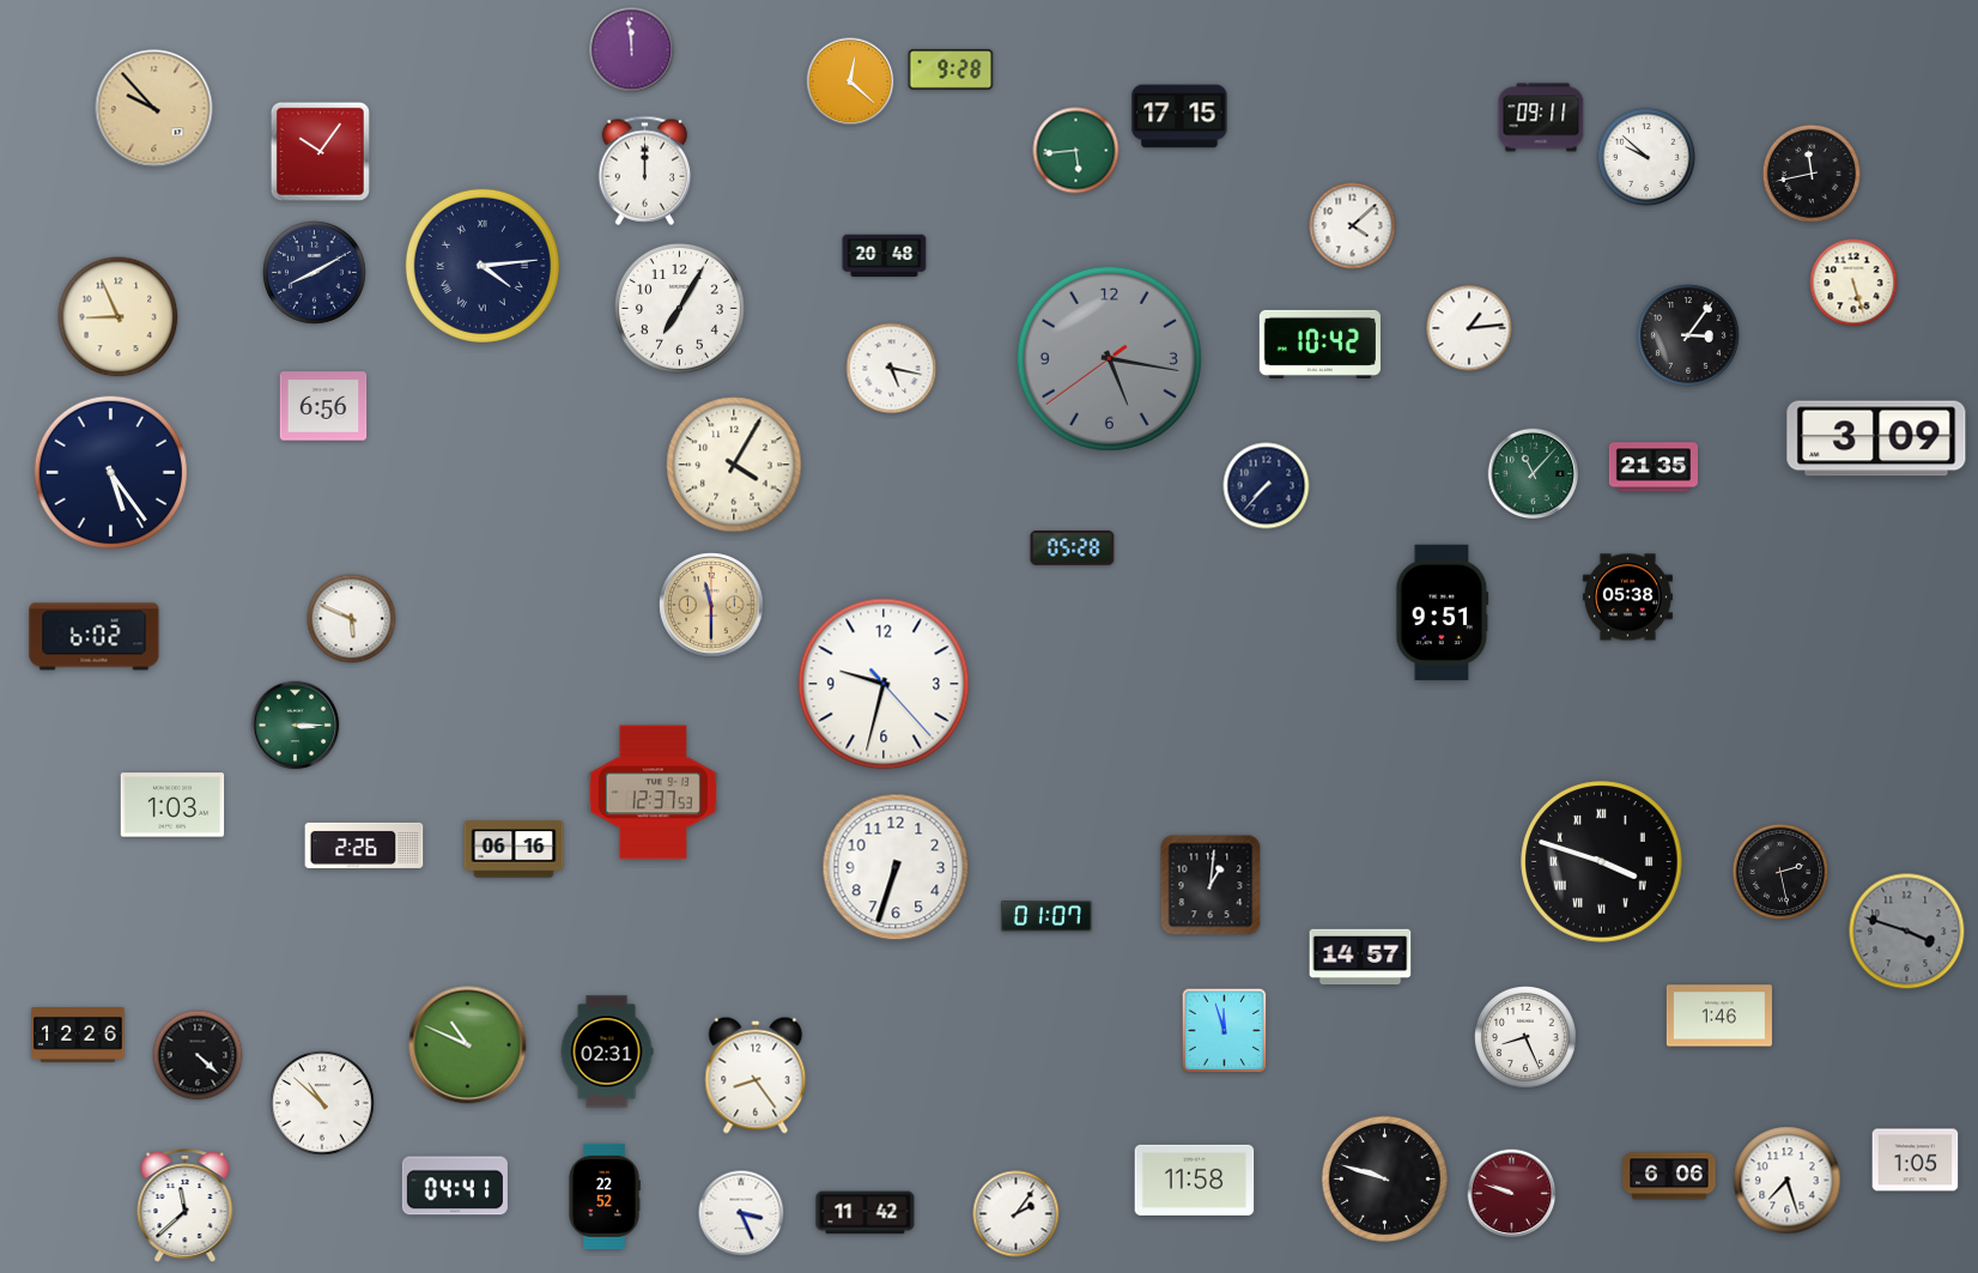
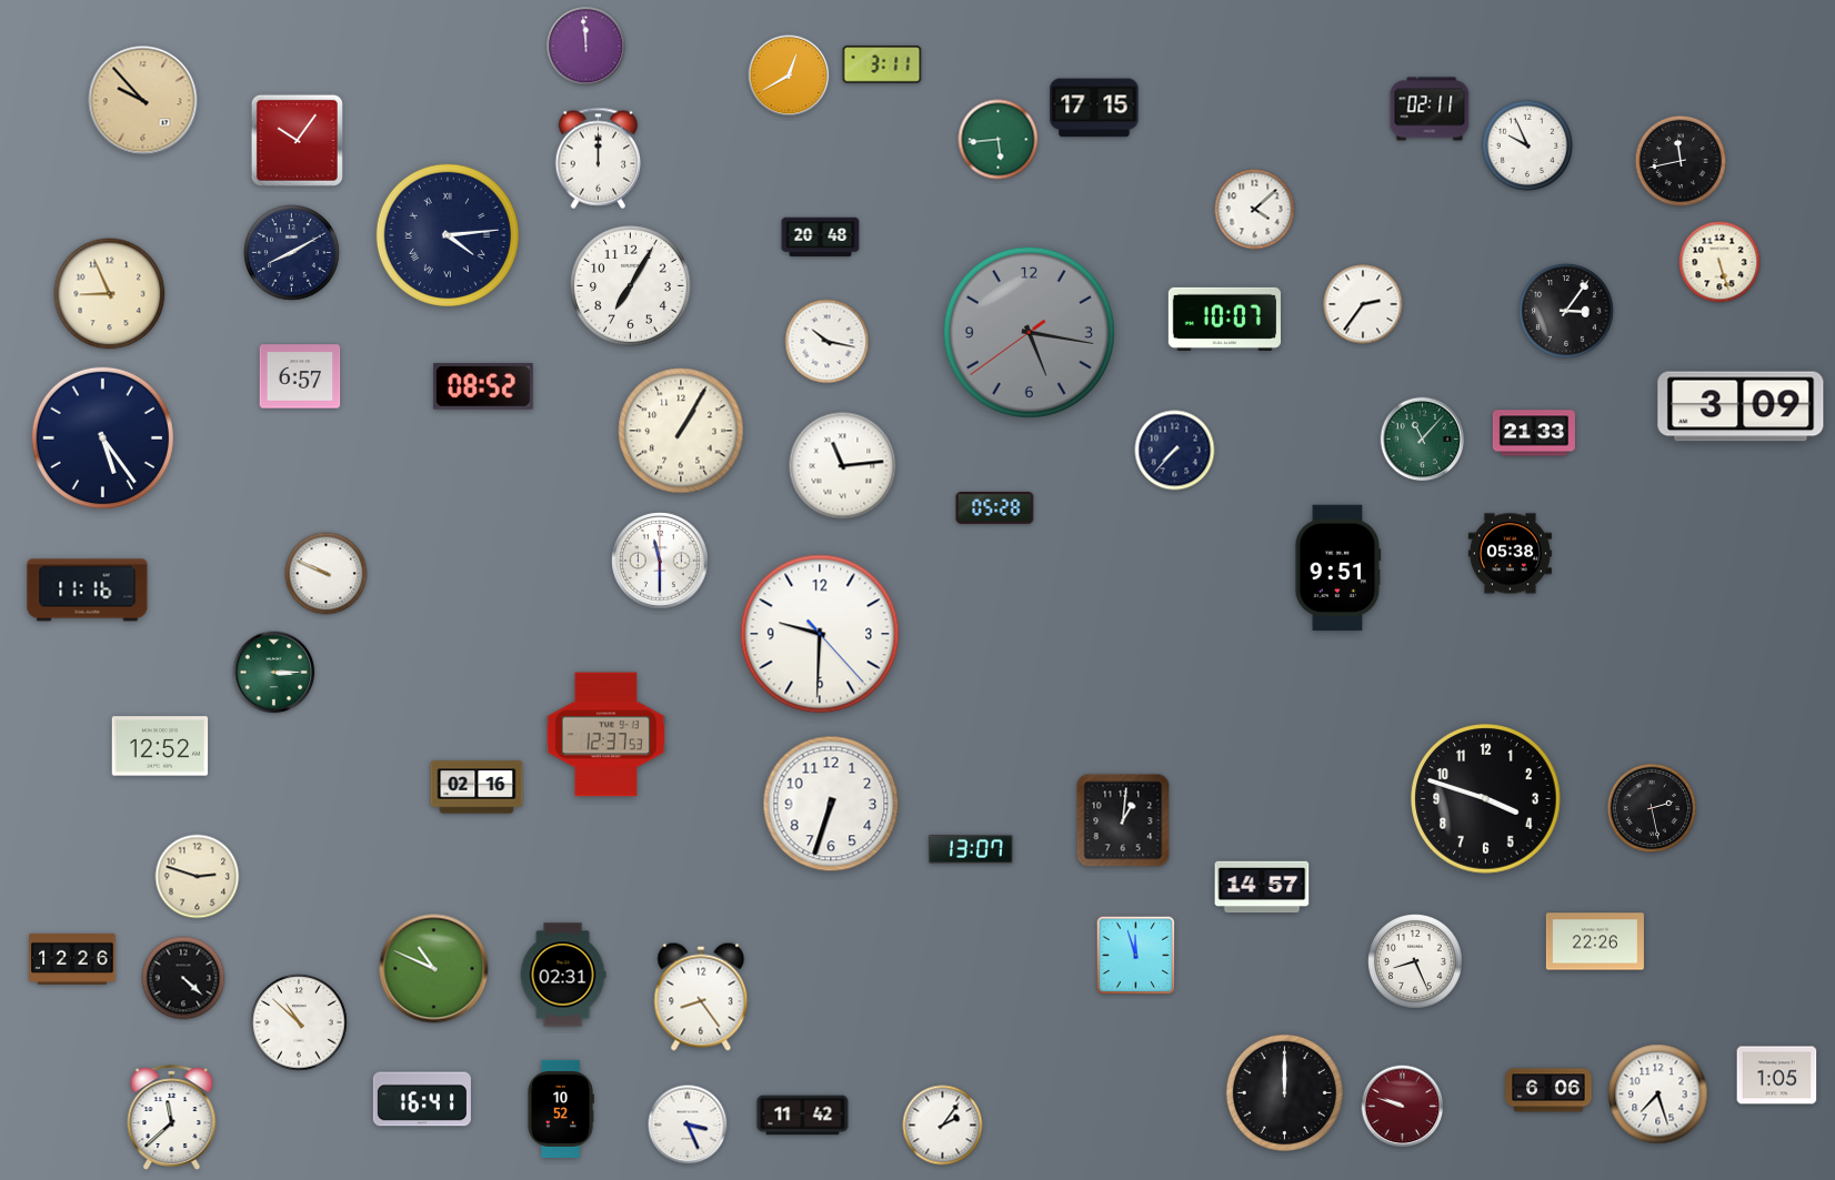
clock at (951, 69): 9:28 -> 3:11
clock at (850, 81): 12:22 -> 12:40
clock at (1541, 117): 09:11 -> 02:11
clock at (1646, 157): 9:52 -> 9:56
clock at (483, 266) position: (483, 266) -> (448, 235)
clock at (1469, 328): 1:14 -> 2:36
clock at (1319, 344): 10:42 -> 10:07
clock at (892, 369): 5:17 -> 10:17
clock at (323, 406): 6:56 -> 6:57
clock at (483, 386): none -> 08:52
clock at (734, 465): 4:05 -> 1:05
clock at (1654, 467): 21:35 -> 21:33
clock at (843, 466): none -> 11:14
clock at (711, 605) dial: champagne -> white
clock at (352, 619): 5:49 -> 9:49
clock at (95, 637): 6:02 -> 11:16
clock at (884, 684): 9:32 -> 9:30
clock at (172, 805): 1:03 -> 12:52
clock at (364, 845): 2:26 -> none
clock at (514, 849): 06:16 -> 02:16
clock at (1602, 862) numerals: Roman -> Arabic
clock at (1046, 916): 01:07 -> 13:07
clock at (1907, 932): 3:48 -> none
clock at (198, 877): none -> 2:48
clock at (1719, 1016): 1:46 -> 22:26
clock at (1384, 1178): 9:48 -> 12:00
clock at (1195, 1180): 11:58 -> none
clock at (455, 1186): 04:41 -> 16:41
clock at (605, 1196): 22:52 -> 10:52
clock at (866, 1213) position: (866, 1213) -> (803, 1116)
